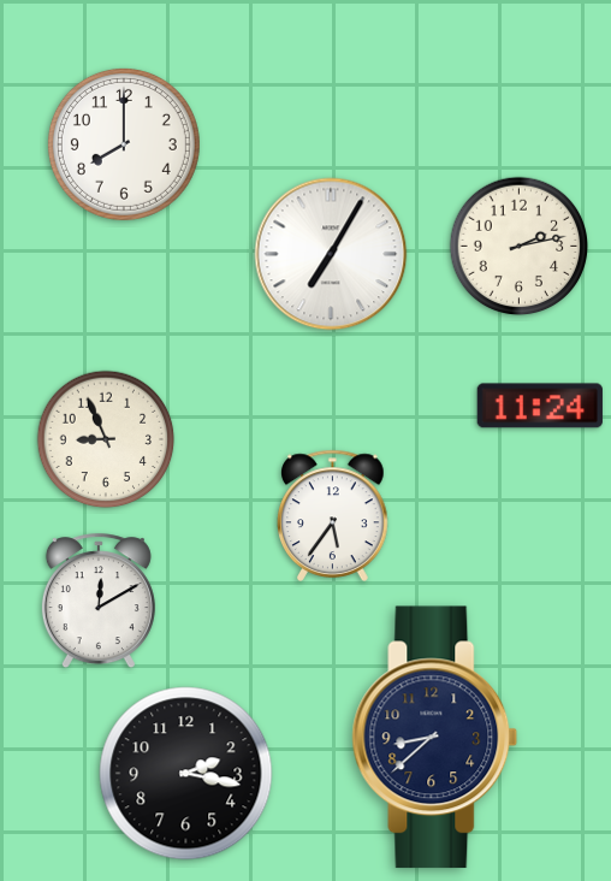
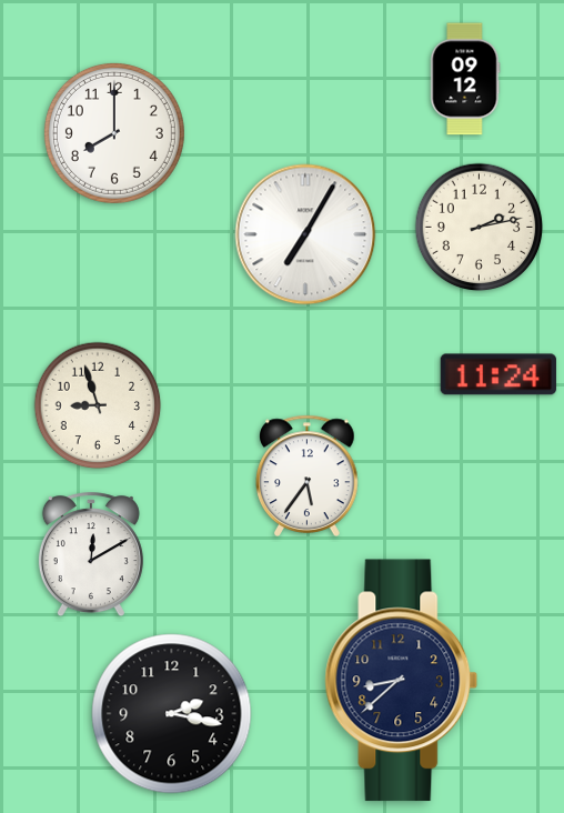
clock at (465, 79): none -> 09:12
clock at (106, 439): 8:56 -> 8:57
